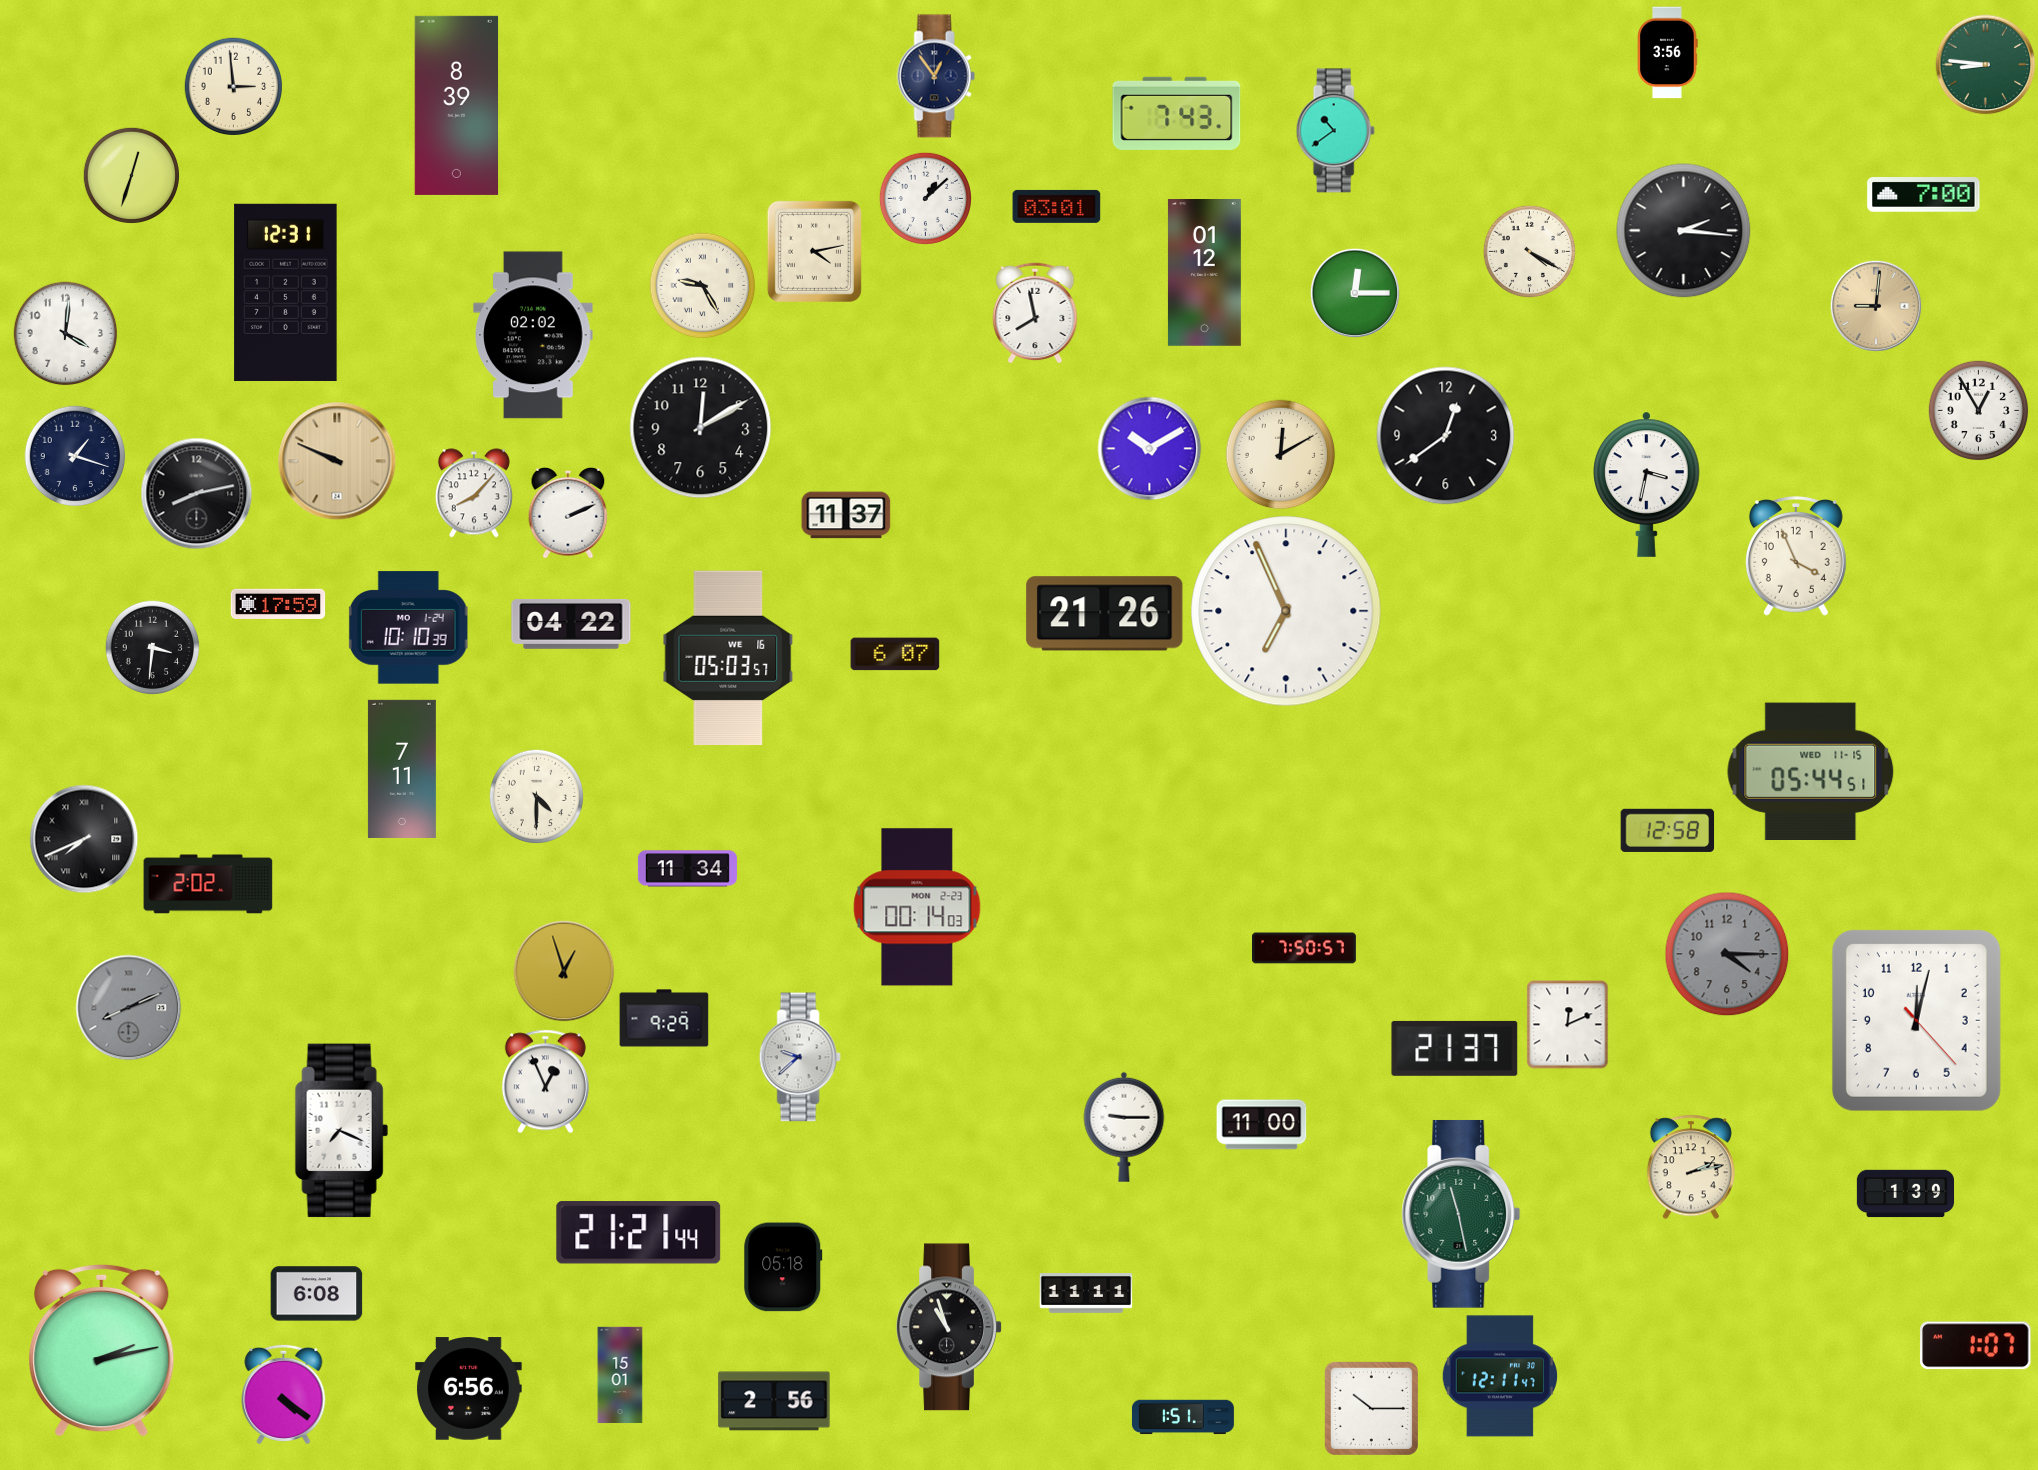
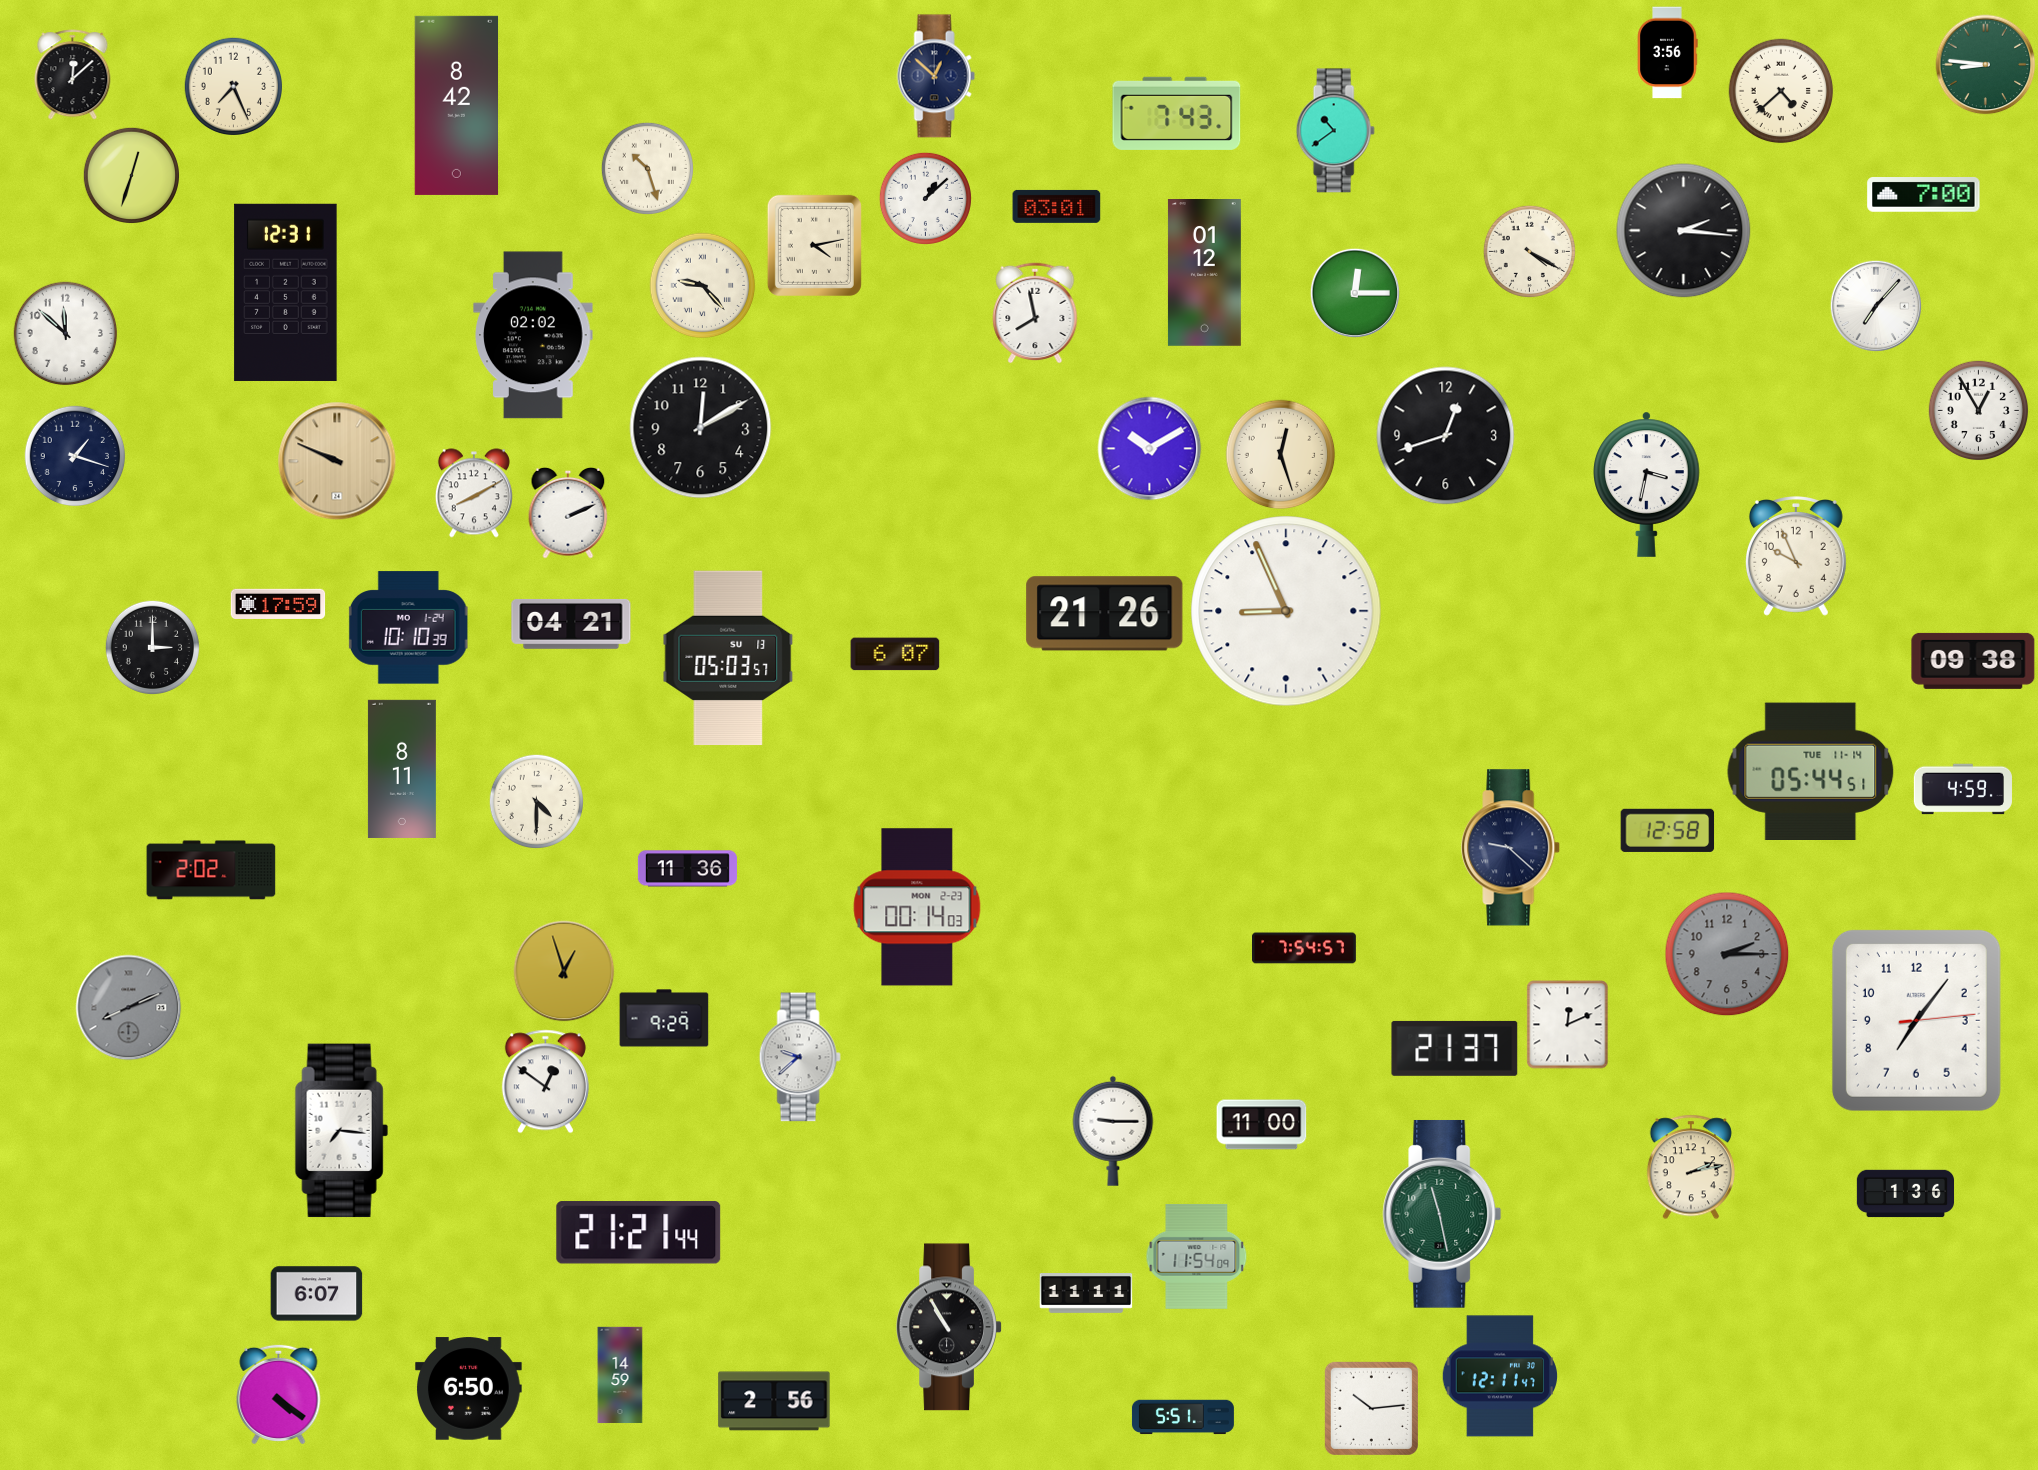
clock at (73, 75): none -> 12:08
clock at (936, 76): 12:54 -> 12:52
clock at (233, 86): 2:59 -> 7:26
clock at (1781, 91): none -> 4:38
clock at (457, 105): 8:39 -> 8:42
clock at (647, 168): none -> 10:27
clock at (814, 251) position: (814, 251) -> (814, 245)
clock at (703, 286): 9:25 -> 9:23
clock at (1875, 305): 9:01 -> 7:07
clock at (1875, 305) dial: champagne -> white
clock at (66, 334): 4:01 -> 11:52
clock at (1446, 436): 12:39 -> 12:42
clock at (1281, 455): 12:10 -> 12:27
clock at (474, 493): 8:07 -> 8:10
clock at (197, 494): 8:13 -> none
clock at (846, 515): 11:37 -> none
clock at (1796, 557): 3:56 -> 9:56
clock at (1286, 611): 6:56 -> 8:56
clock at (571, 624): 04:22 -> 04:21
clock at (152, 647): 3:31 -> 3:00
clock at (728, 658) date: WE 16 -> SU 13
clock at (1973, 661): none -> 09:38
clock at (402, 769): 7:11 -> 8:11
clock at (1811, 771) date: WED 11-15 -> TUE 11-14
clock at (1963, 789): none -> 4:59
clock at (536, 796) position: (536, 796) -> (536, 801)
clock at (84, 839): 7:41 -> none
clock at (1511, 848): none -> 9:22
clock at (687, 869): 11:34 -> 11:36
clock at (208, 884) position: (208, 884) -> (211, 870)
clock at (1305, 948): 7:50 -> 7:54
clock at (1727, 954): 4:15 -> 2:15
clock at (1916, 1020): 12:02 -> 7:06
clock at (545, 1082): 12:56 -> 12:51
clock at (1124, 1127) position: (1124, 1127) -> (1113, 1131)
clock at (341, 1131): 7:19 -> 7:16
clock at (1906, 1194): 1:39 -> 1:36
clock at (1461, 1214) position: (1461, 1214) -> (1442, 1214)
clock at (1197, 1256): none -> 11:54
clock at (783, 1267): 05:18 -> none
clock at (317, 1294): 6:08 -> 6:07
clock at (949, 1327): 10:57 -> 10:55
clock at (1976, 1346): 1:07 -> none
clock at (102, 1350): 2:13 -> none
clock at (620, 1375): 15:01 -> 14:59
clock at (469, 1389): 6:56 -> 6:50
clock at (284, 1393) position: (284, 1393) -> (279, 1393)
clock at (1371, 1408): 10:15 -> 10:14
clock at (1183, 1417): 1:51 -> 5:51
